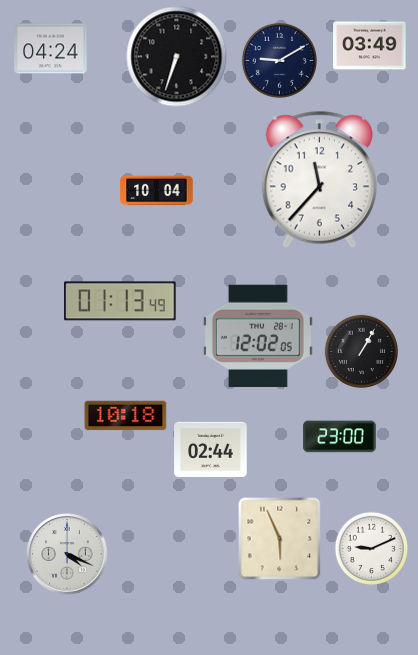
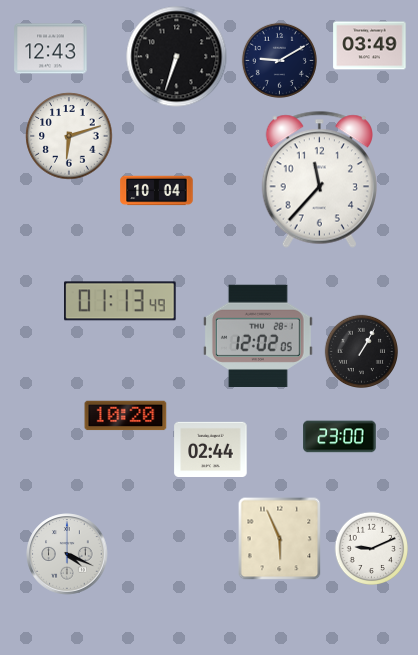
clock at (51, 49): 04:24 -> 12:43
clock at (69, 136): none -> 6:12
clock at (126, 416): 10:18 -> 10:20
